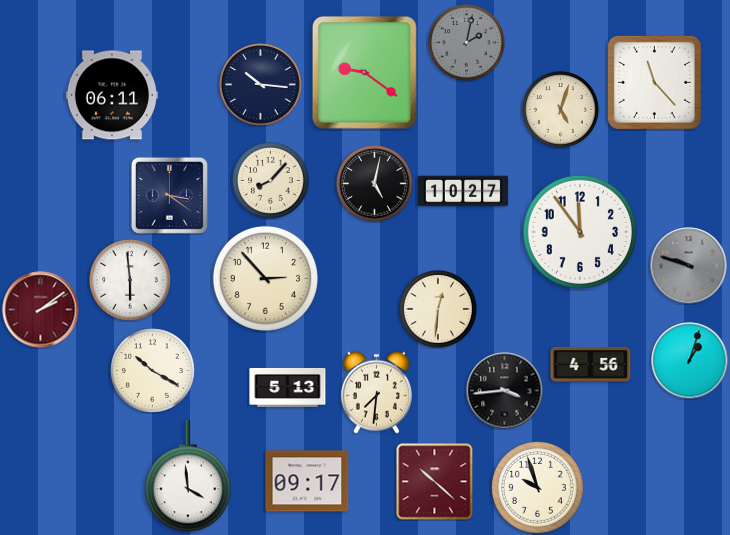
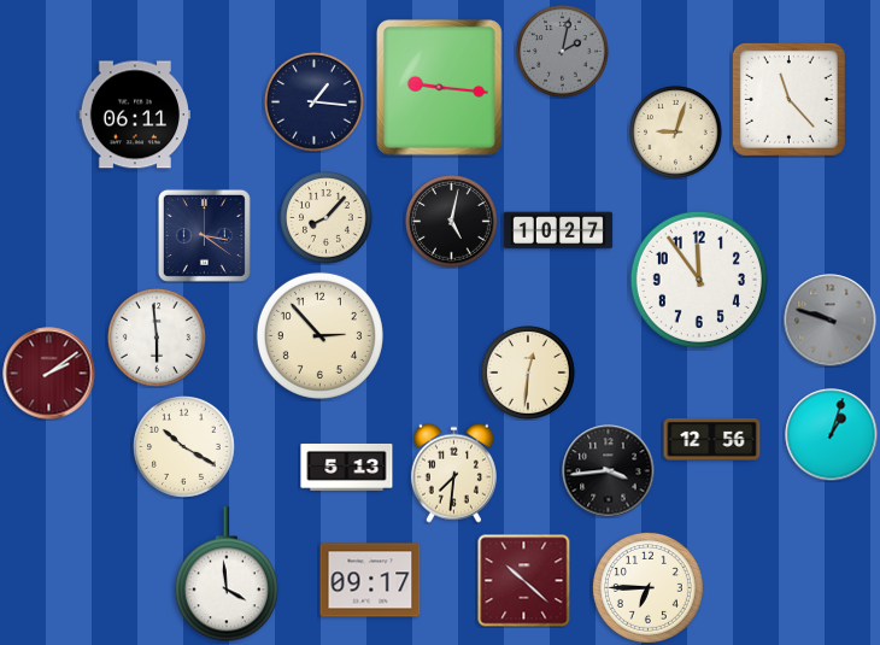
clock at (364, 72): 9:21 -> 9:16
clock at (261, 85): 10:16 -> 1:16
clock at (561, 110): 5:03 -> 9:03
clock at (591, 364): 4:56 -> 12:56
clock at (537, 487): 9:57 -> 6:45
